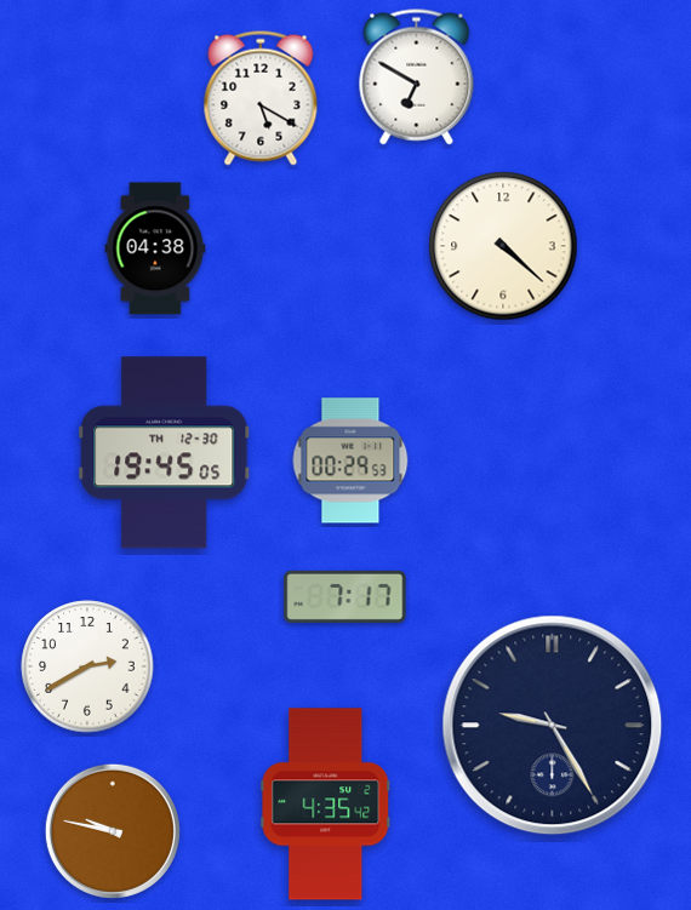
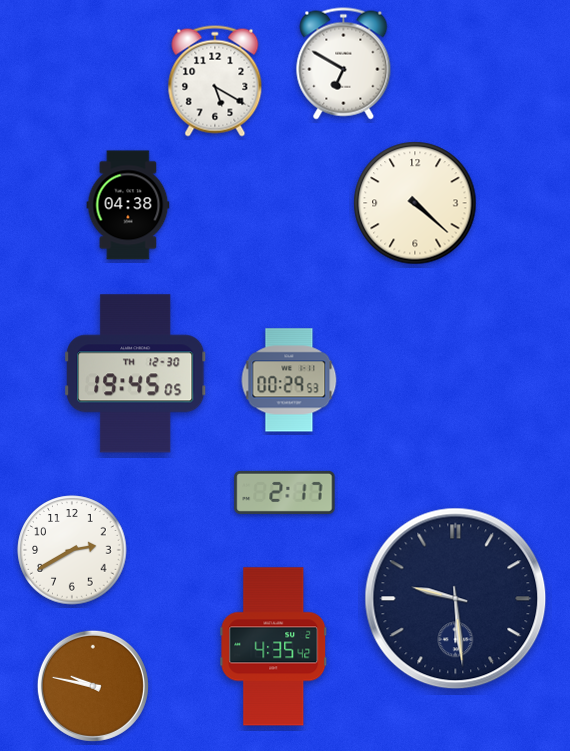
clock at (345, 596): 7:17 -> 2:17
clock at (553, 726): 9:25 -> 9:29
clock at (326, 805) position: (326, 805) -> (274, 647)
